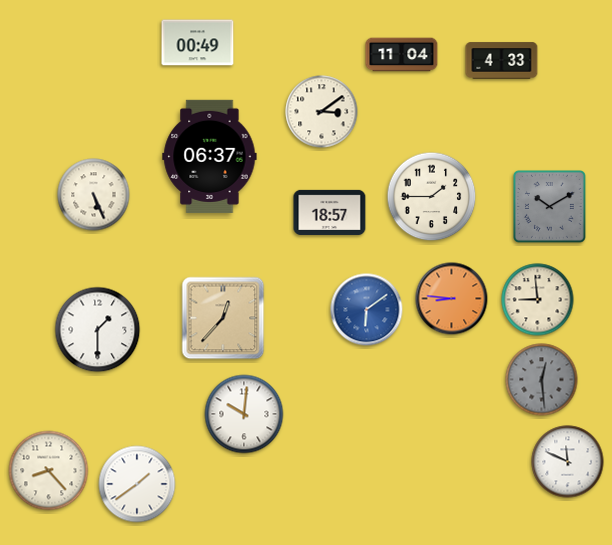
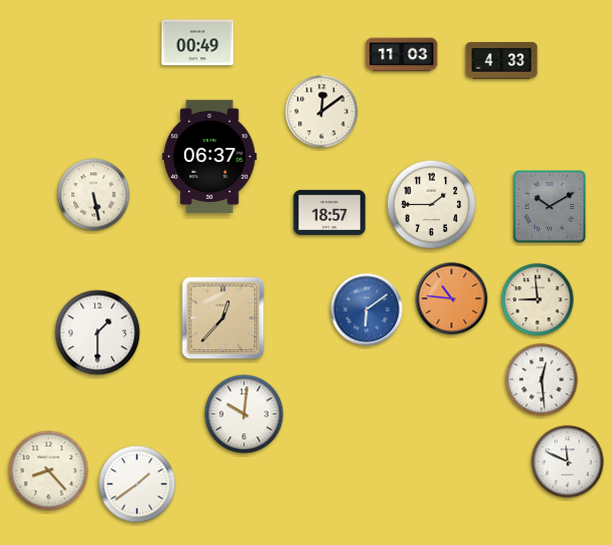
clock at (402, 55): 11:04 -> 11:03
clock at (322, 112): 3:09 -> 12:09
clock at (94, 195): 5:26 -> 5:28
clock at (432, 197) position: (432, 197) -> (432, 205)
clock at (452, 299): 8:46 -> 10:46
clock at (98, 330) position: (98, 330) -> (98, 333)
clock at (542, 380) dial: grey -> white
